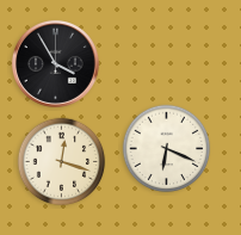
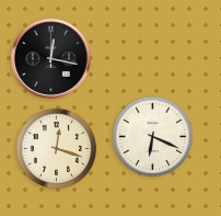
clock at (55, 63): 3:55 -> 12:17
